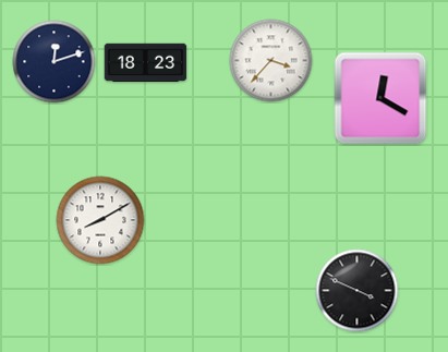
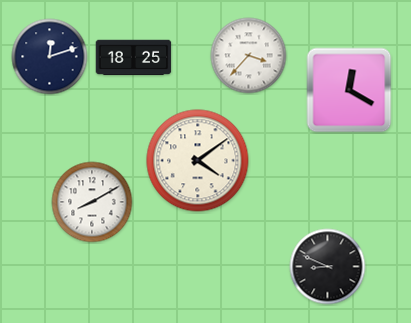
clock at (146, 63): 18:23 -> 18:25
clock at (198, 161): none -> 4:09
clock at (358, 291): 3:49 -> 8:49
